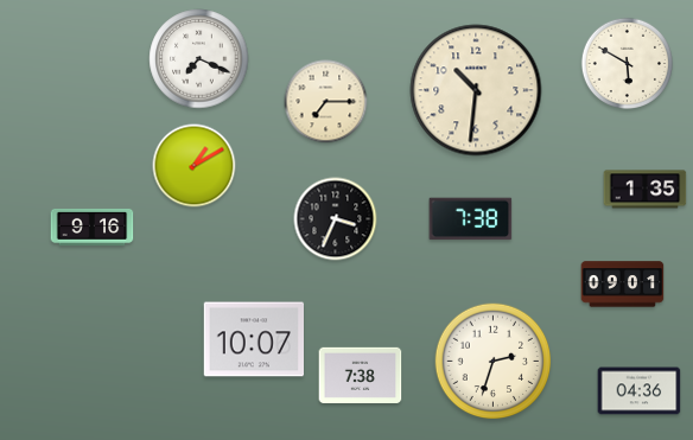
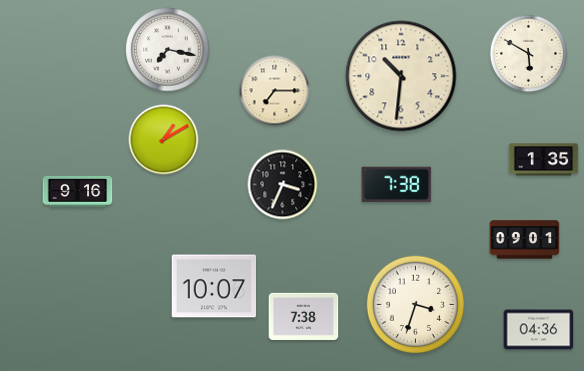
clock at (199, 59): 7:19 -> 7:17
clock at (326, 102) position: (326, 102) -> (275, 91)
clock at (494, 362): 2:33 -> 3:33
